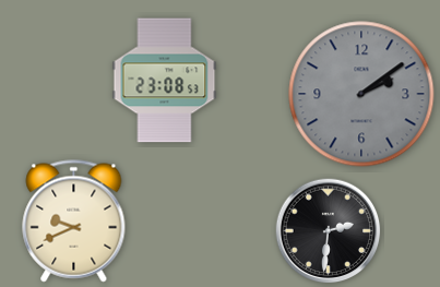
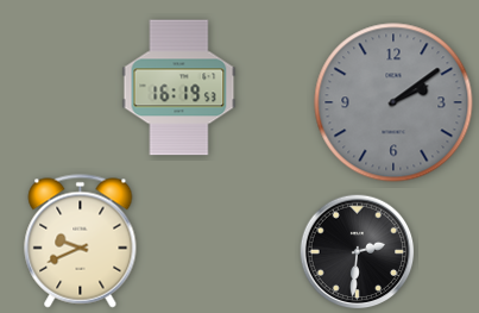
clock at (165, 81): 23:08 -> 16:19
